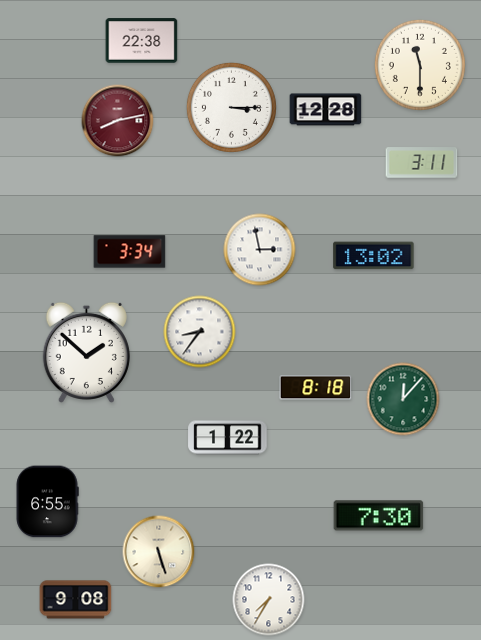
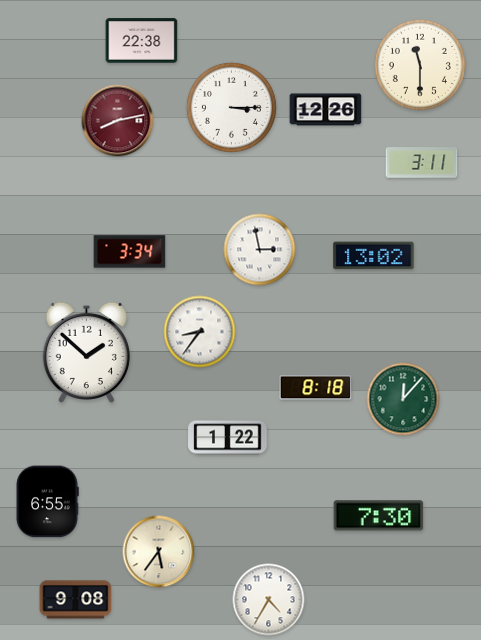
clock at (326, 110): 12:28 -> 12:26
clock at (159, 552): 5:27 -> 5:36
clock at (269, 600): 7:35 -> 4:35
